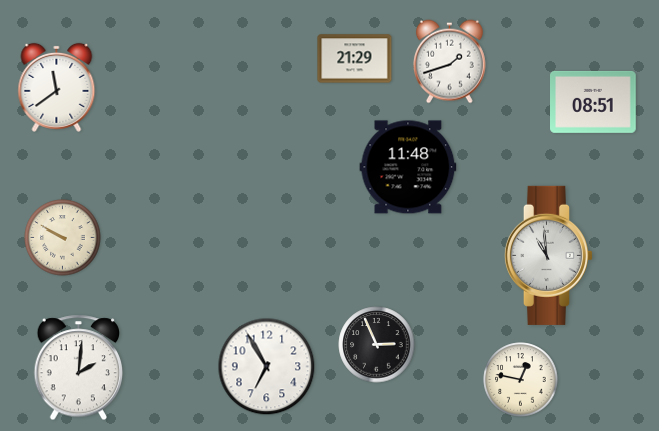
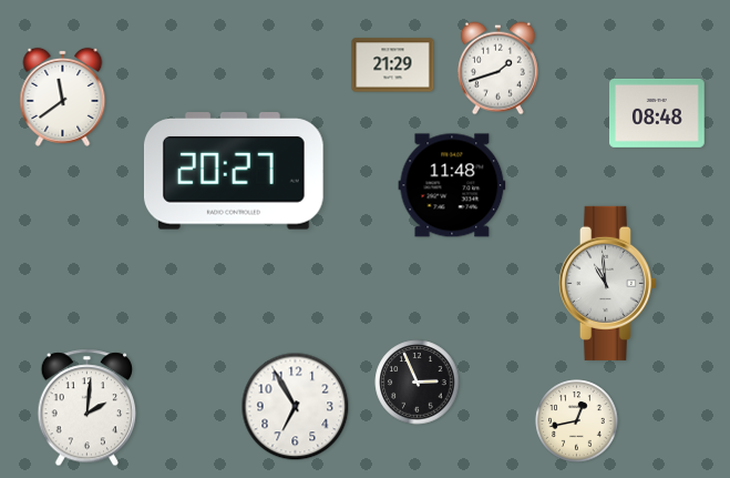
clock at (594, 102): 08:51 -> 08:48
clock at (234, 171): none -> 20:27
clock at (63, 238): 9:50 -> none
clock at (521, 380): 12:47 -> 12:43
